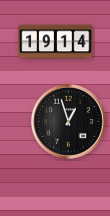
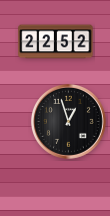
clock at (56, 42): 19:14 -> 22:52
